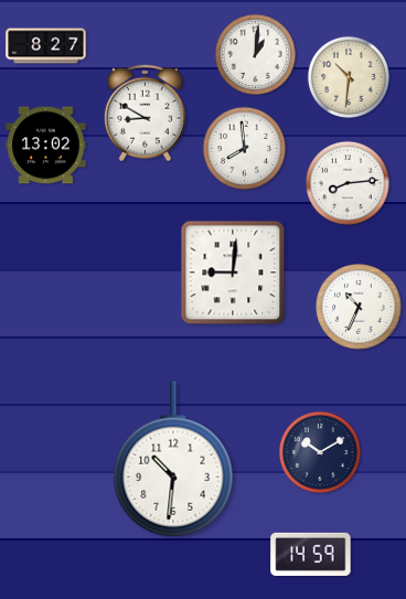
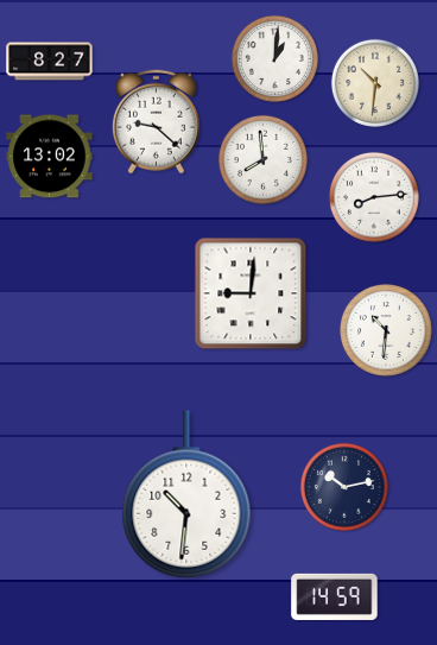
clock at (46, 46) position: (46, 46) -> (50, 62)
clock at (145, 114): 8:50 -> 9:22
clock at (360, 308): 10:34 -> 10:31
clock at (320, 452): 10:10 -> 10:13
